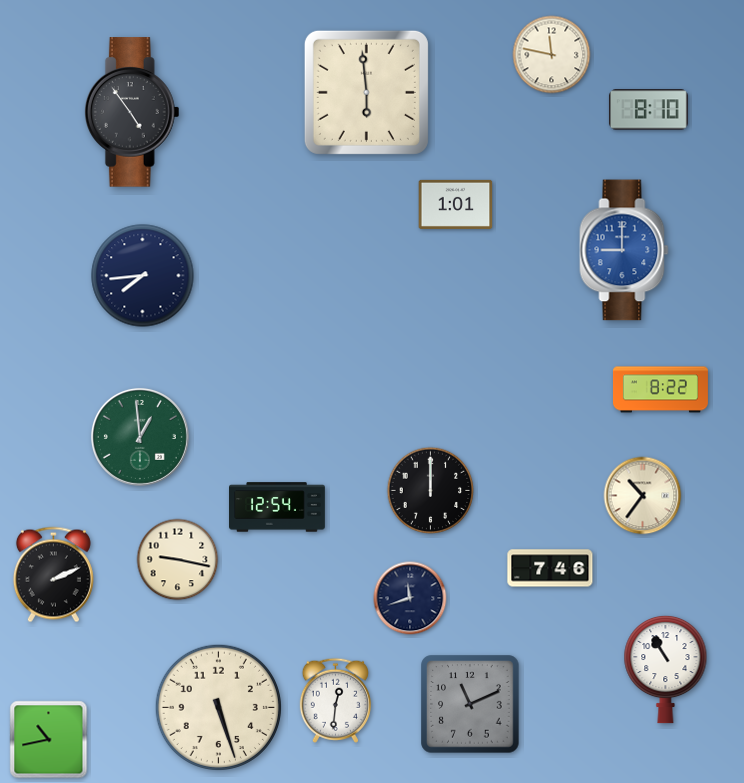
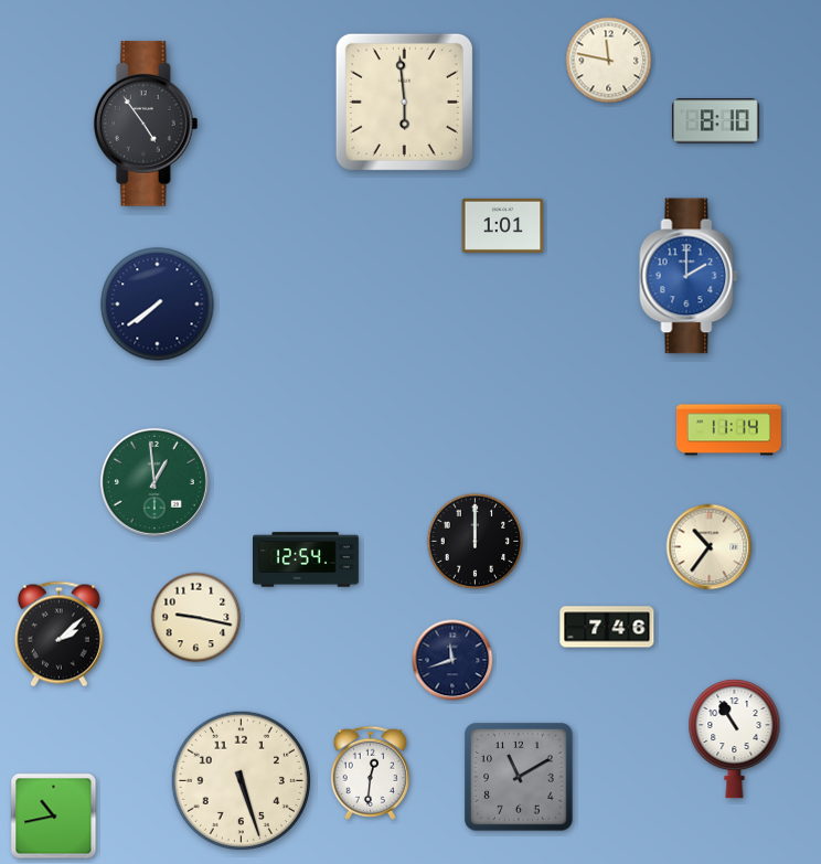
clock at (624, 250): 9:00 -> 2:00
clock at (143, 276): 7:44 -> 7:39
clock at (660, 390): 8:22 -> 11:14
clock at (53, 575): 2:11 -> 2:08
clock at (470, 704): 11:11 -> 11:10
